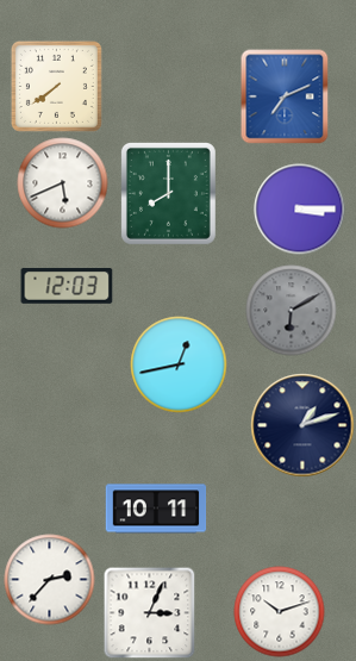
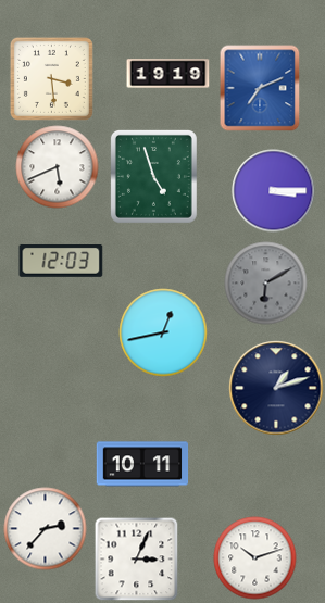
clock at (168, 74): none -> 19:19
clock at (56, 86): 7:39 -> 3:29
clock at (168, 193): 8:00 -> 4:57
